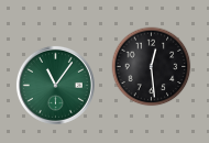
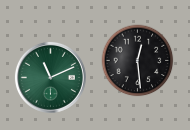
clock at (55, 85): 11:06 -> 11:11
